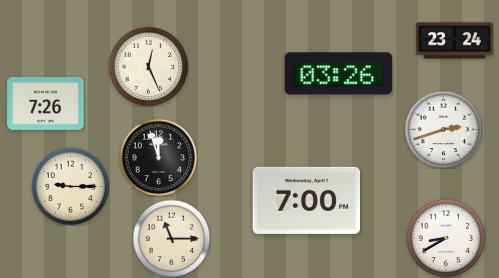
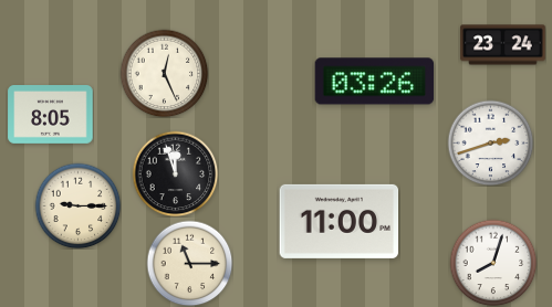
clock at (46, 104): 7:26 -> 8:05
clock at (307, 200): 7:00 -> 11:00
clock at (446, 238): 8:40 -> 8:03
